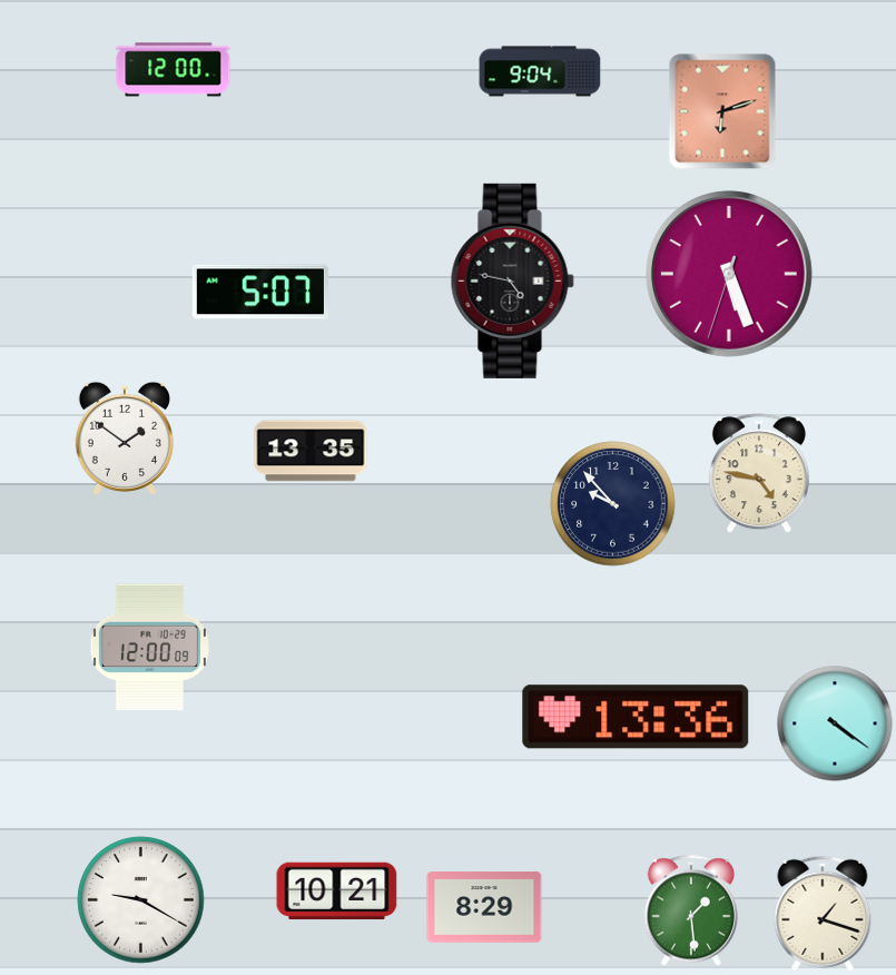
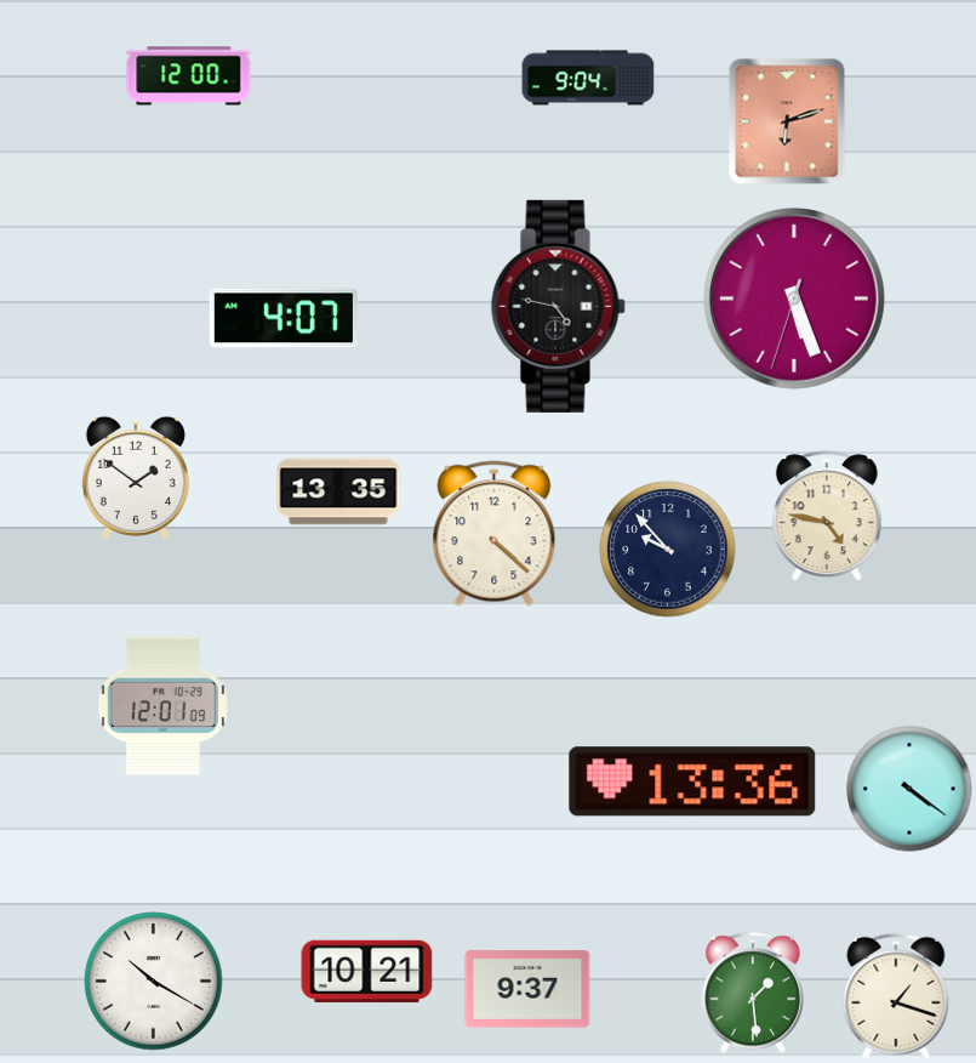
clock at (260, 292): 5:07 -> 4:07
clock at (495, 534): none -> 4:22
clock at (149, 648): 12:00 -> 12:01
clock at (141, 900): 9:20 -> 10:20
clock at (484, 907): 8:29 -> 9:37
